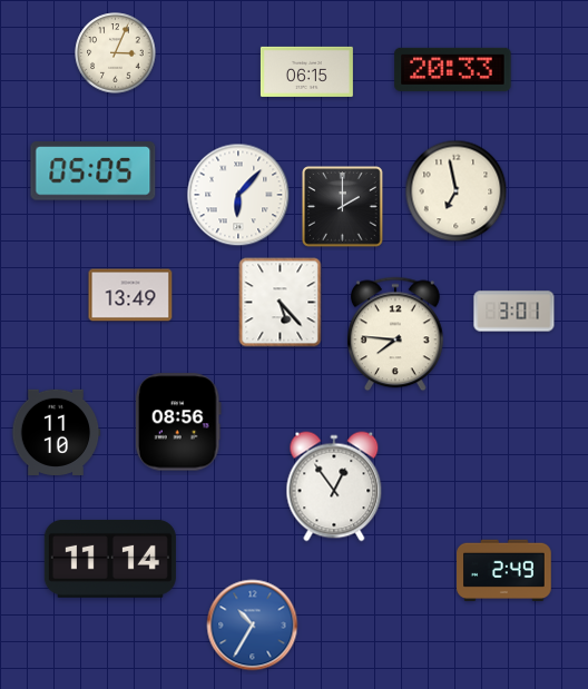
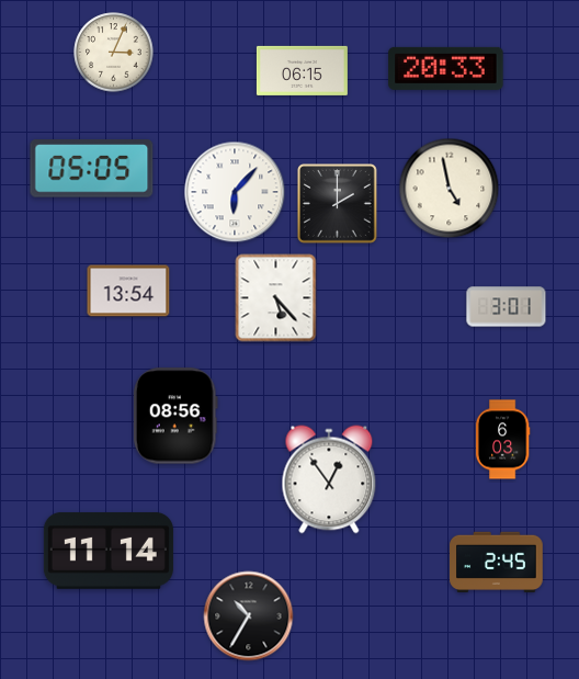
clock at (457, 191): 6:58 -> 4:58
clock at (130, 295): 13:49 -> 13:54
clock at (395, 334): 7:46 -> none
clock at (56, 432): 11:10 -> none
clock at (502, 440): none -> 6:03
clock at (504, 570): 2:49 -> 2:45
clock at (253, 626) dial: blue -> black
